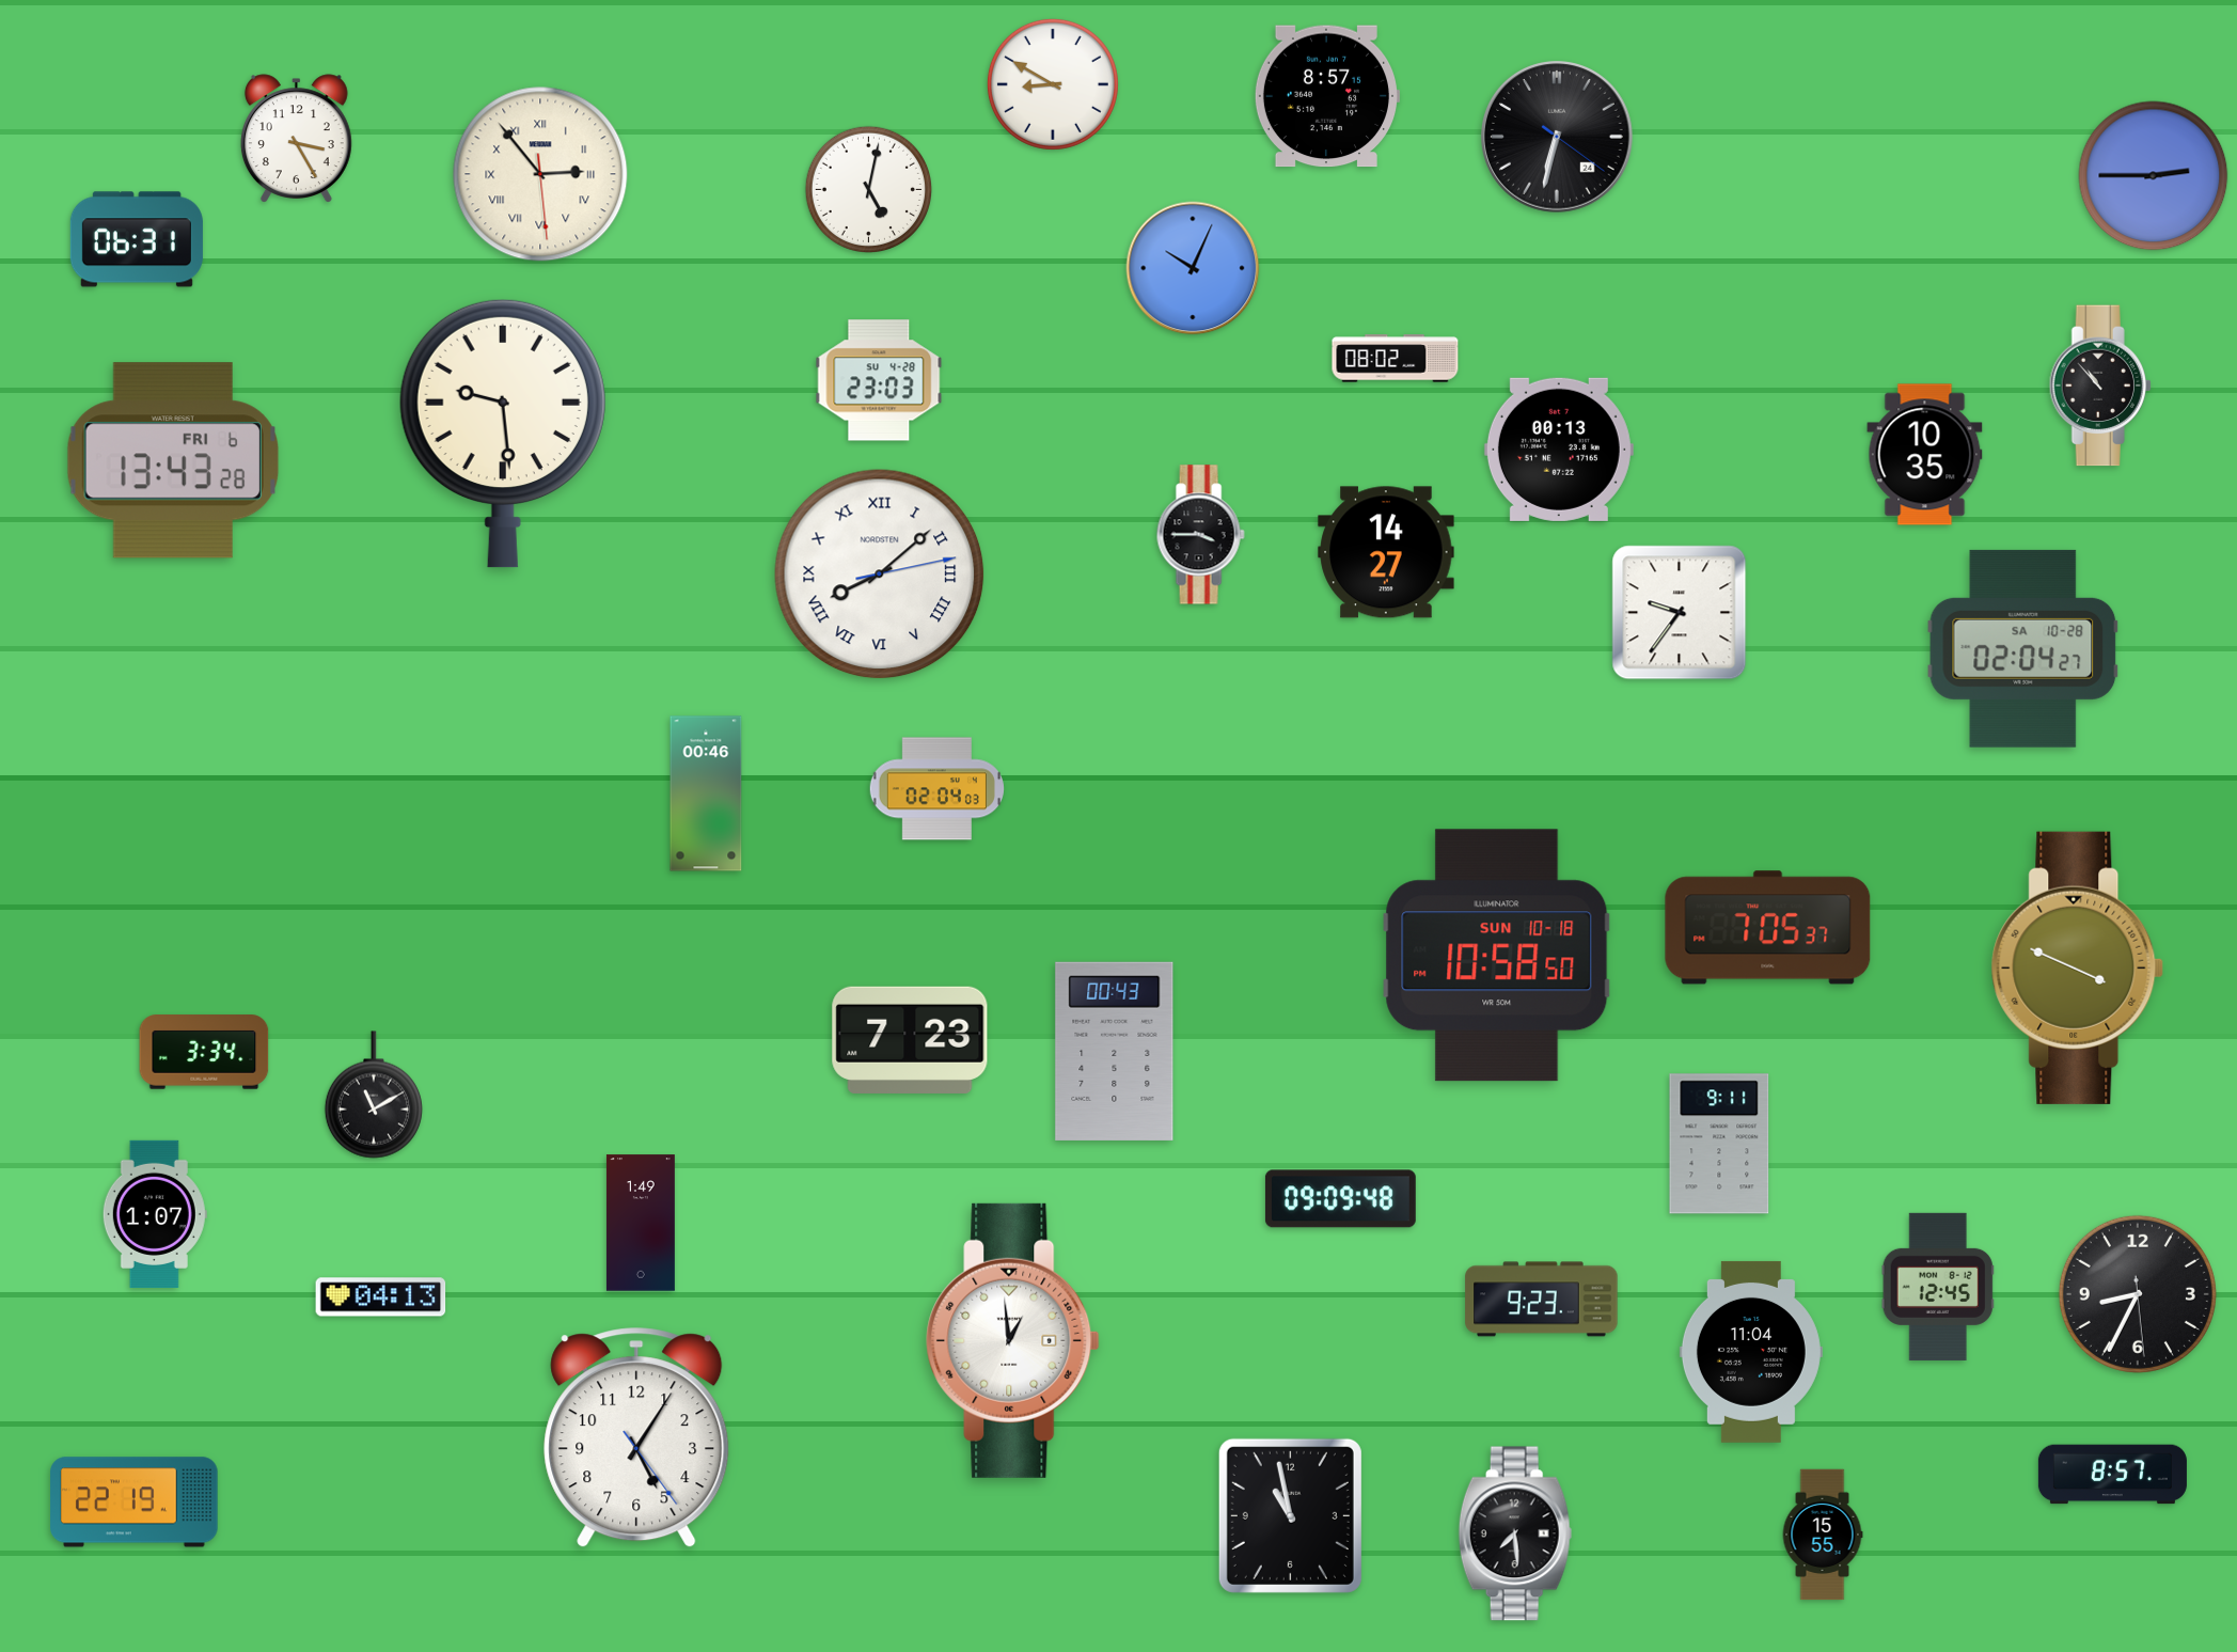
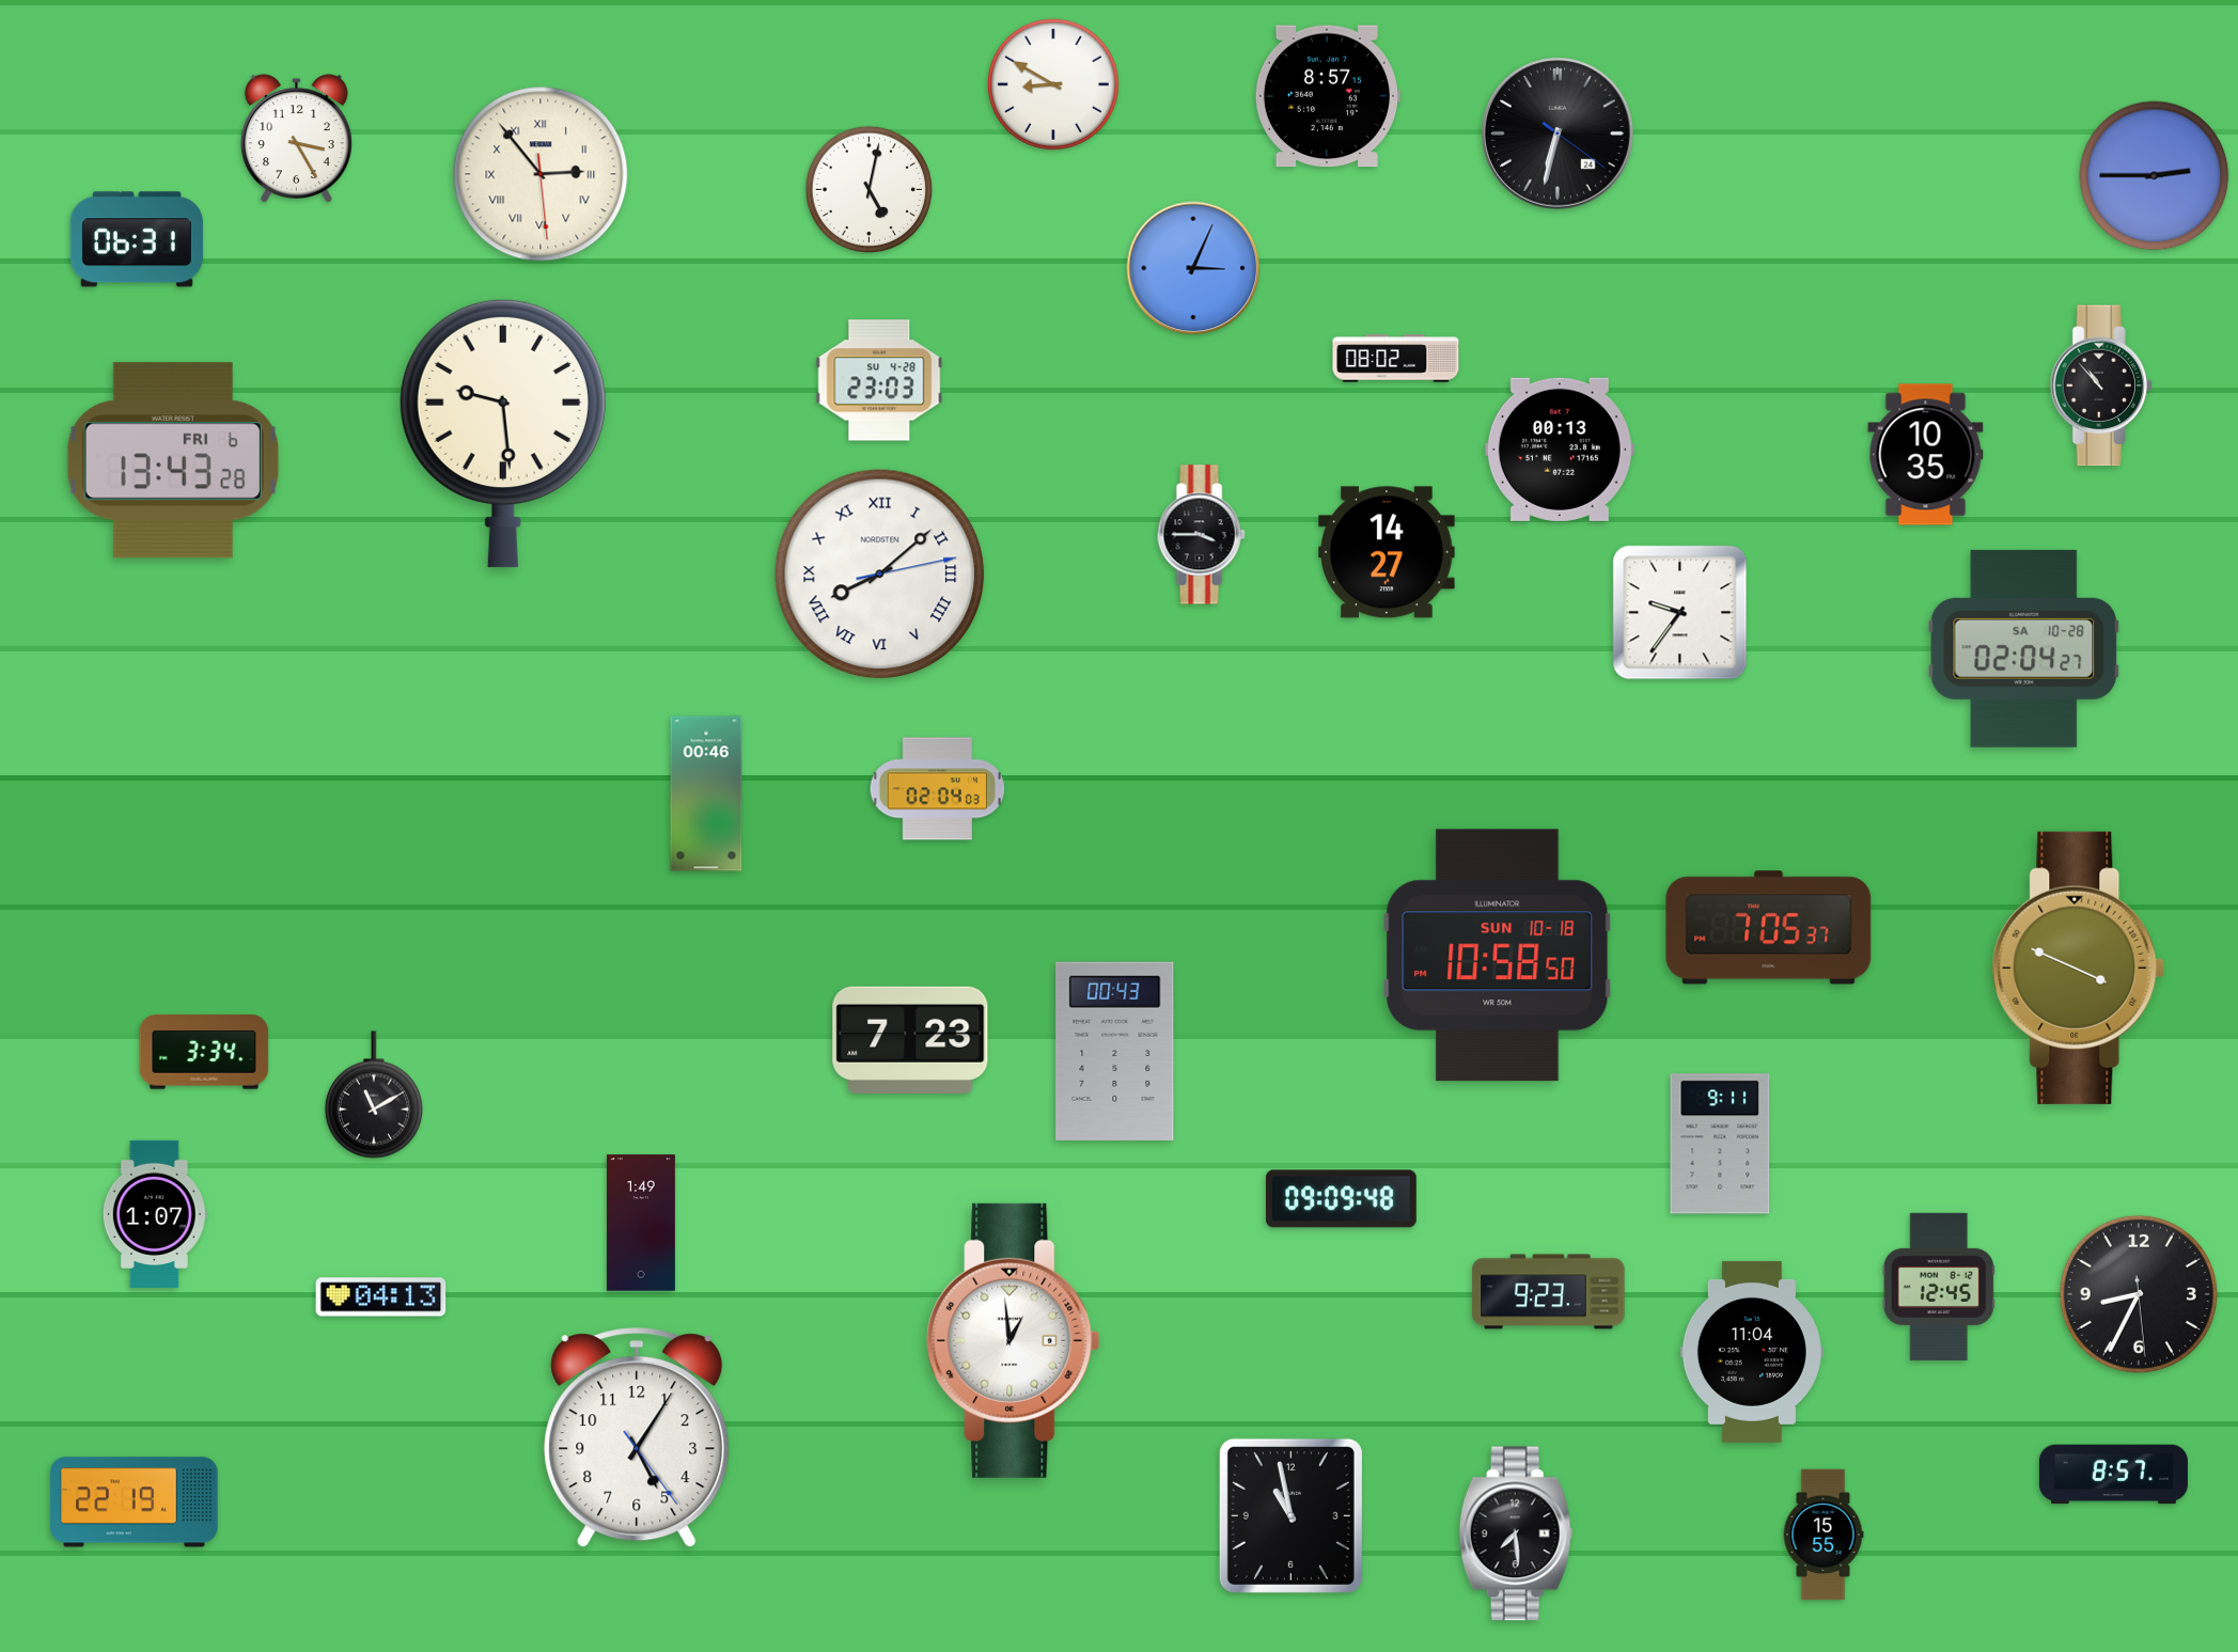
clock at (1558, 138) position: (1558, 138) -> (1559, 135)
clock at (1193, 268): 10:04 -> 3:04
clock at (1542, 1300) position: (1542, 1300) -> (1549, 1292)
